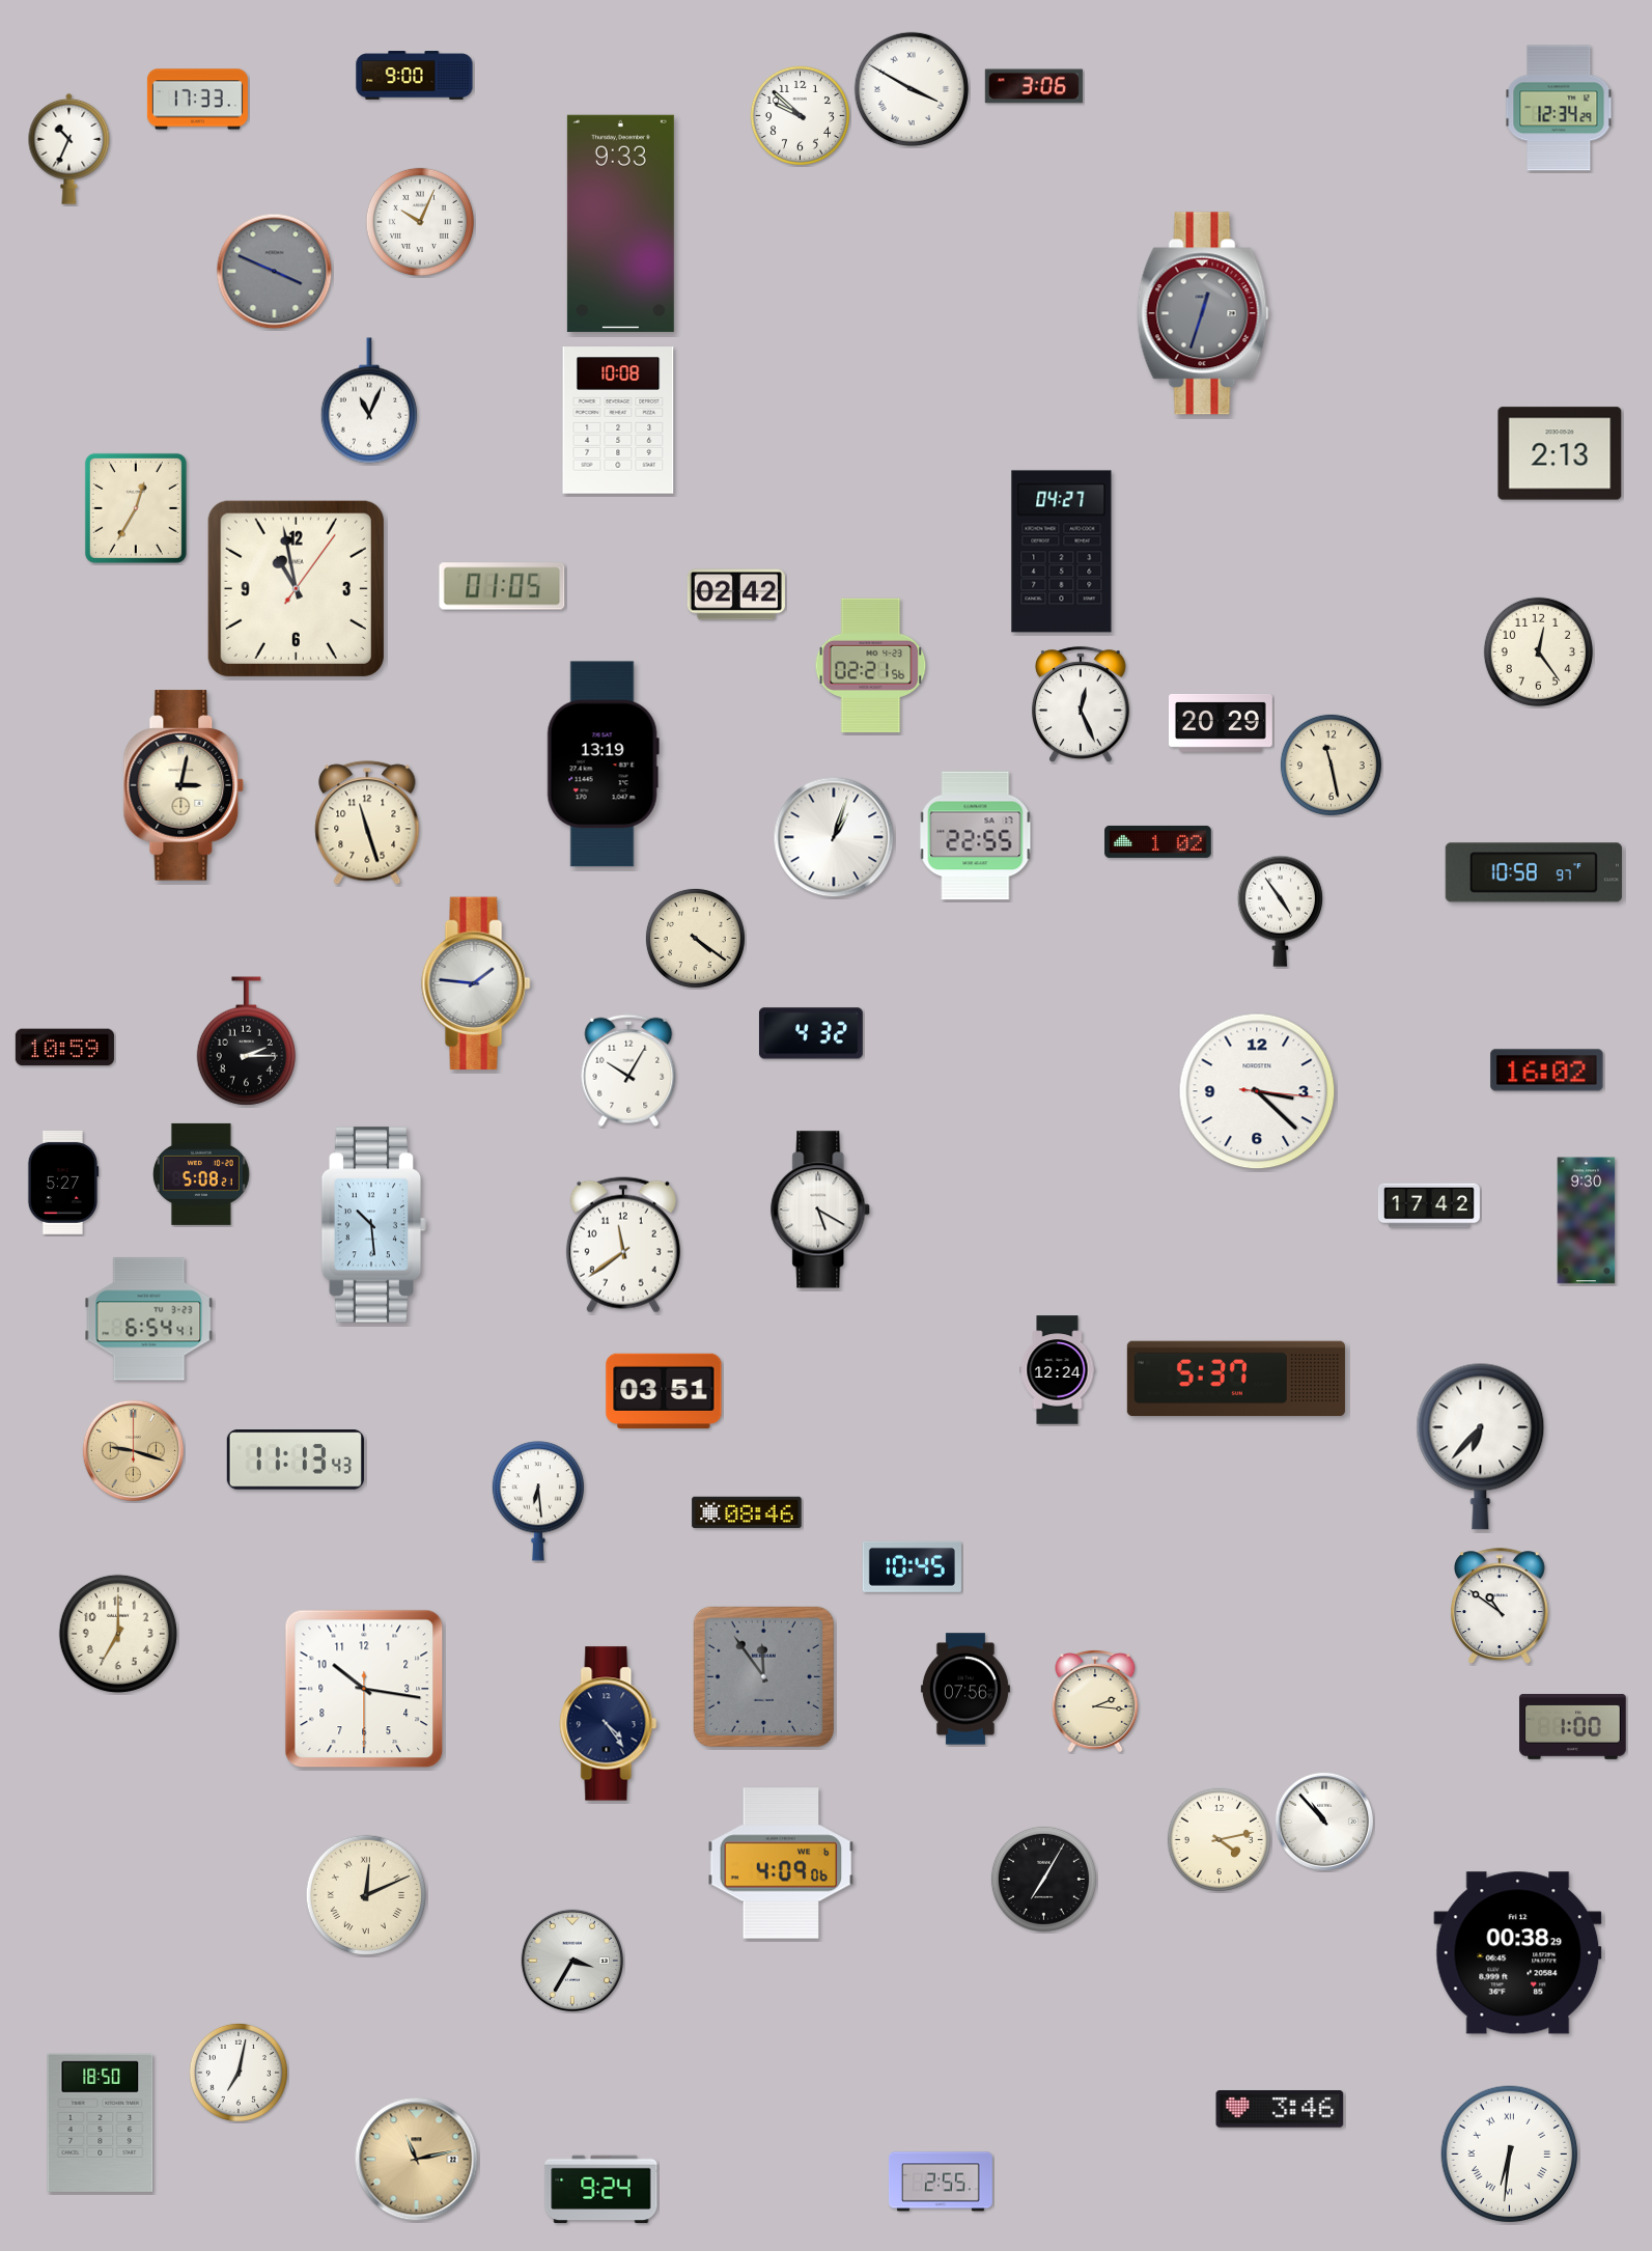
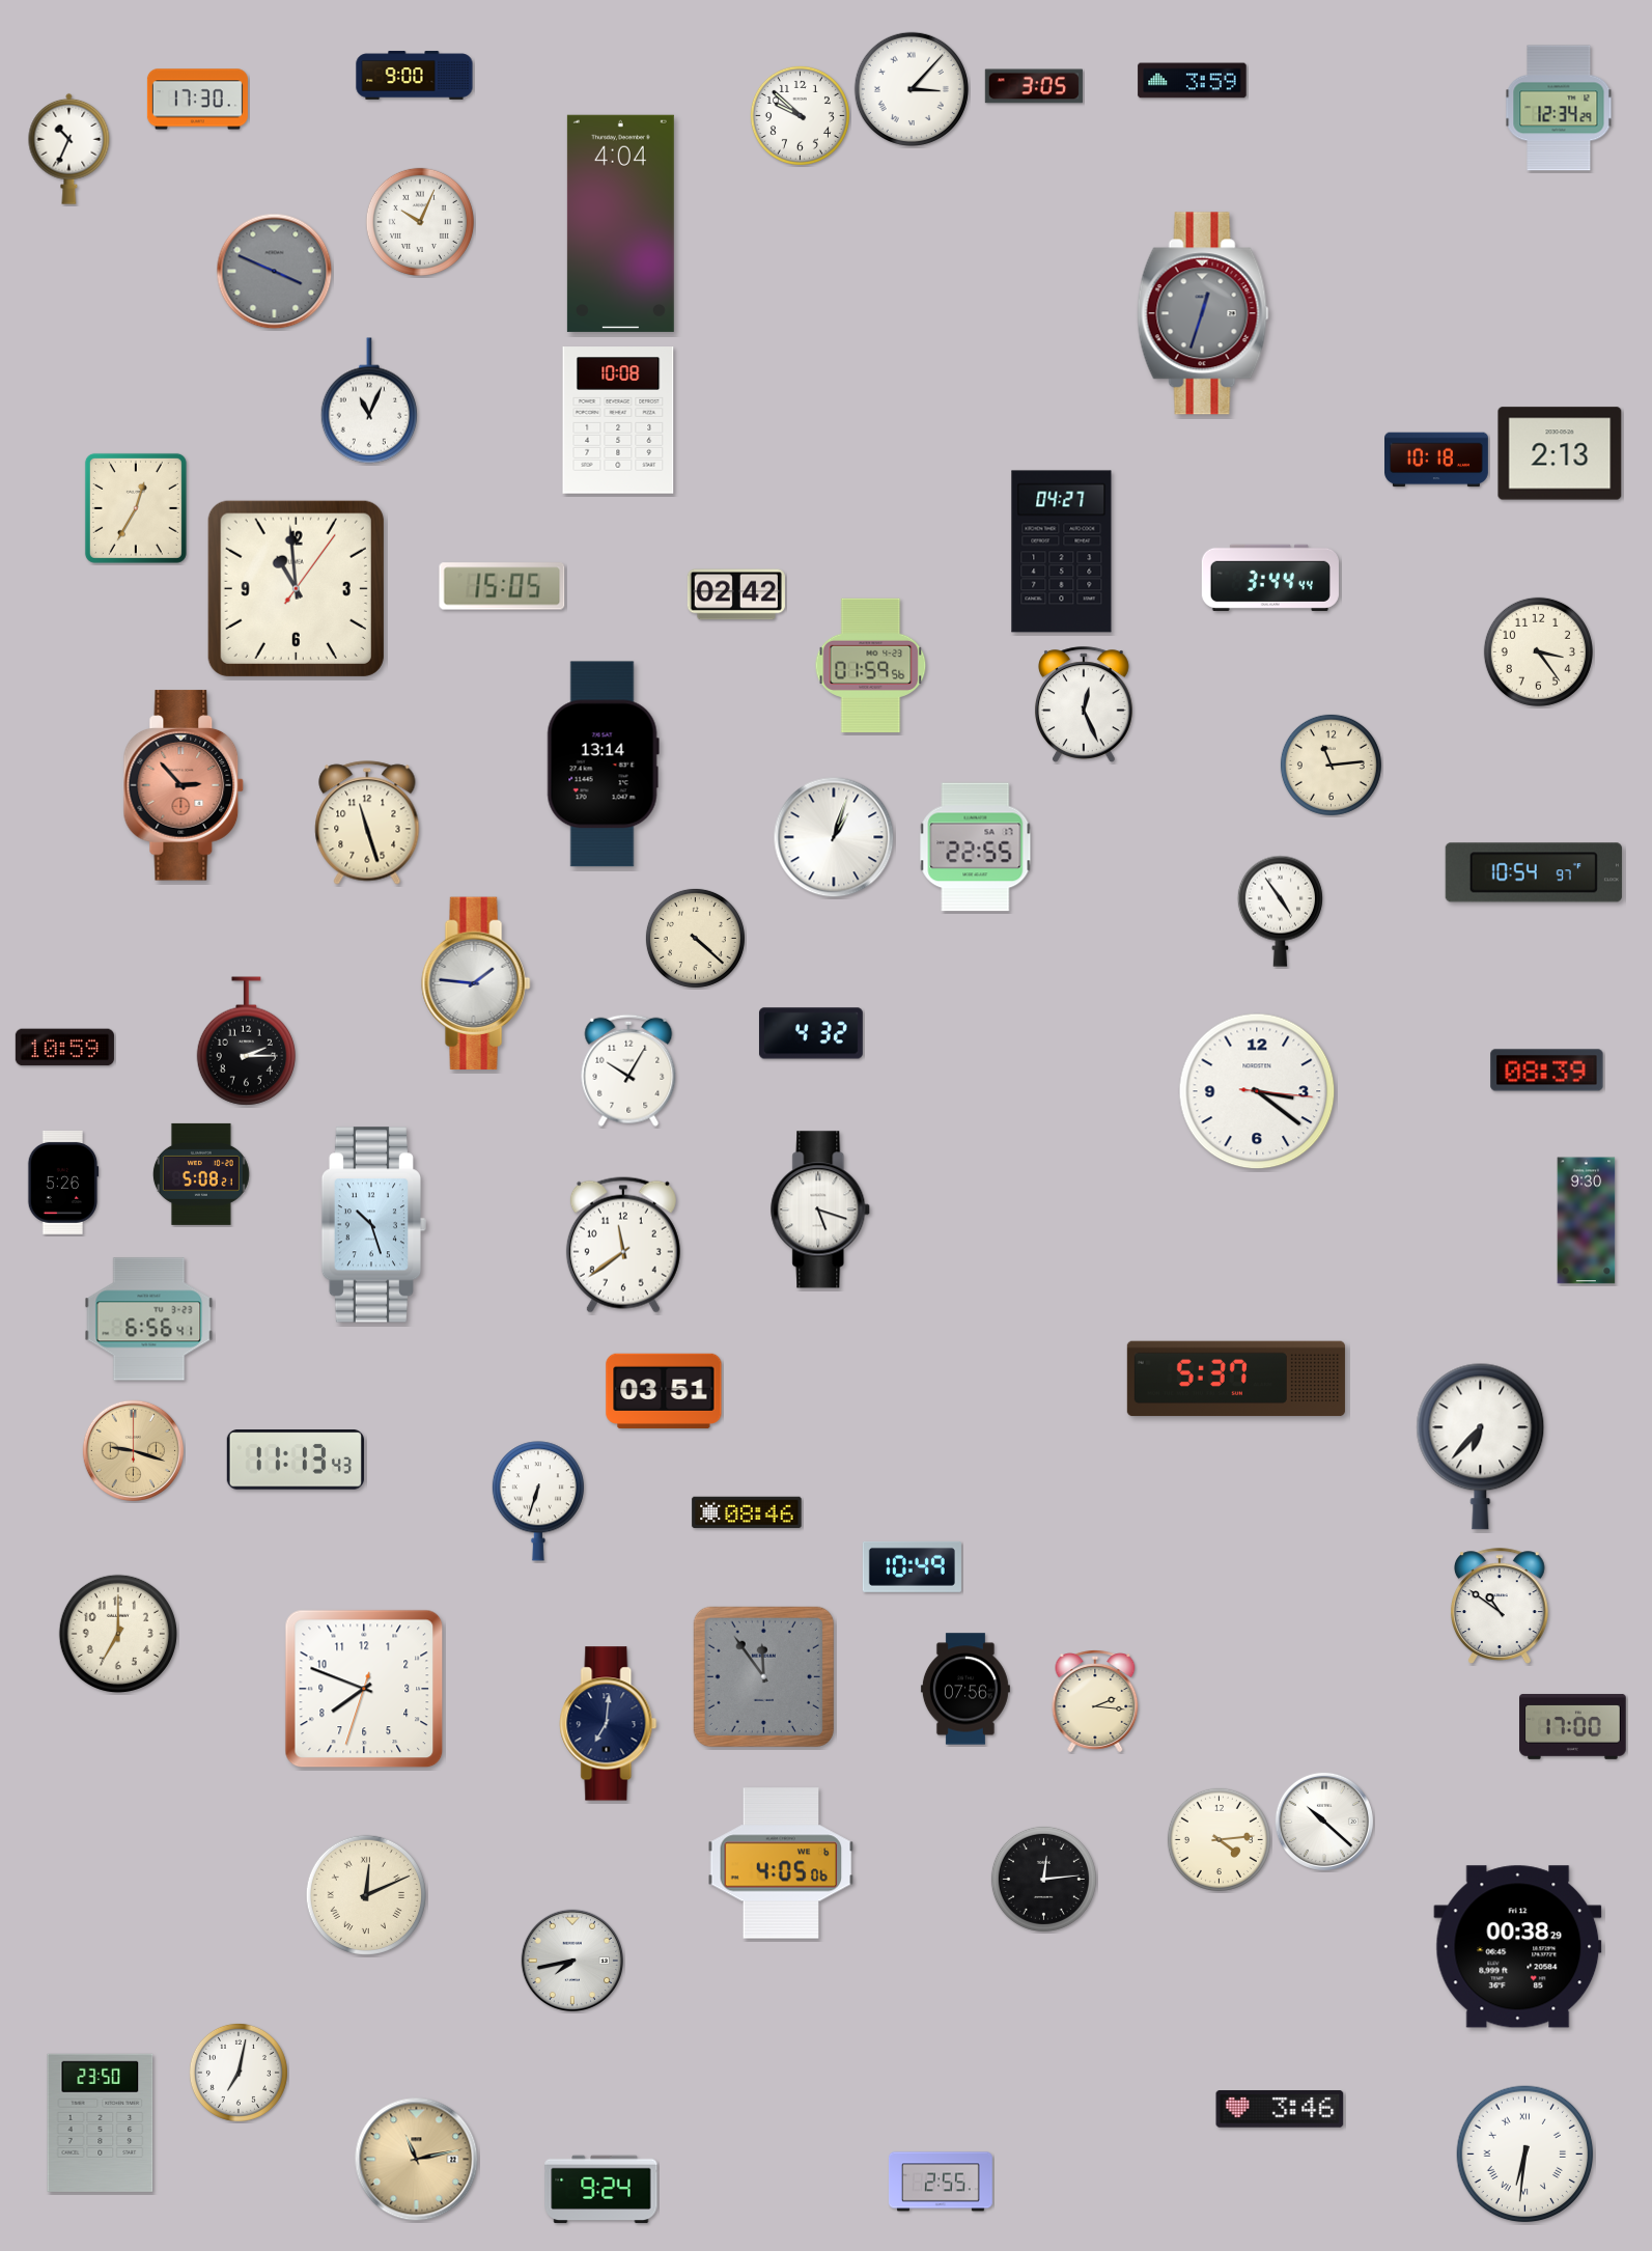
clock at (1193, 81): none -> 3:59
clock at (1034, 86): 3:06 -> 3:05
clock at (912, 89): 3:50 -> 3:07
clock at (197, 100): 17:33 -> 17:30
clock at (620, 223): 9:33 -> 4:04
clock at (1437, 460): none -> 10:18
clock at (1270, 578): none -> 3:44
clock at (502, 586): 01:05 -> 15:05
clock at (296, 588): 10:58 -> 10:59
clock at (1538, 651): 12:24 -> 3:24
clock at (871, 666): 02:21 -> 01:59
clock at (1081, 704) position: (1081, 704) -> (1084, 704)
clock at (1221, 723): 20:29 -> none
clock at (603, 765): 13:19 -> 13:14
clock at (1331, 765): 11:28 -> 11:14
clock at (184, 785): 3:02 -> 2:53
clock at (184, 785) dial: cream -> salmon
clock at (976, 836) position: (976, 836) -> (976, 847)
clock at (1158, 841): 1:02 -> none
clock at (1534, 872): 10:58 -> 10:54
clock at (695, 938): 4:21 -> 4:22
clock at (1547, 1071): 16:02 -> 08:39
clock at (1257, 1091): 3:22 -> 3:21
clock at (63, 1183): 5:27 -> 5:26
clock at (1429, 1205): 17:42 -> none
clock at (821, 1210): 5:20 -> 5:18
clock at (373, 1225): 10:29 -> 10:27
clock at (149, 1319): 6:54 -> 6:56
clock at (1058, 1370): 12:24 -> none
clock at (538, 1501): 6:29 -> 6:33
clock at (912, 1566): 10:45 -> 10:49
clock at (364, 1689): 10:16 -> 7:48
clock at (609, 1724): 4:24 -> 7:01
clock at (1573, 1726): 1:00 -> 17:00
clock at (1324, 1822): 10:53 -> 10:22
clock at (1219, 1839): 4:13 -> 4:14
clock at (781, 1863): 4:09 -> 4:05
clock at (1043, 1879): 7:05 -> 12:14
clock at (1518, 1953) position: (1518, 1953) -> (1518, 1947)
clock at (571, 1960): 3:35 -> 7:43
clock at (101, 2122): 18:50 -> 23:50
clock at (1510, 2155) position: (1510, 2155) -> (1525, 2155)
